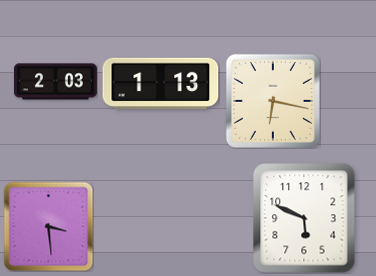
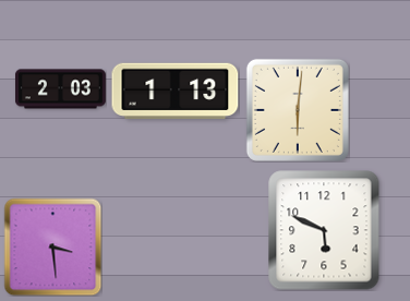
clock at (273, 101): 6:17 -> 6:01
clock at (304, 218) position: (304, 218) -> (324, 230)
